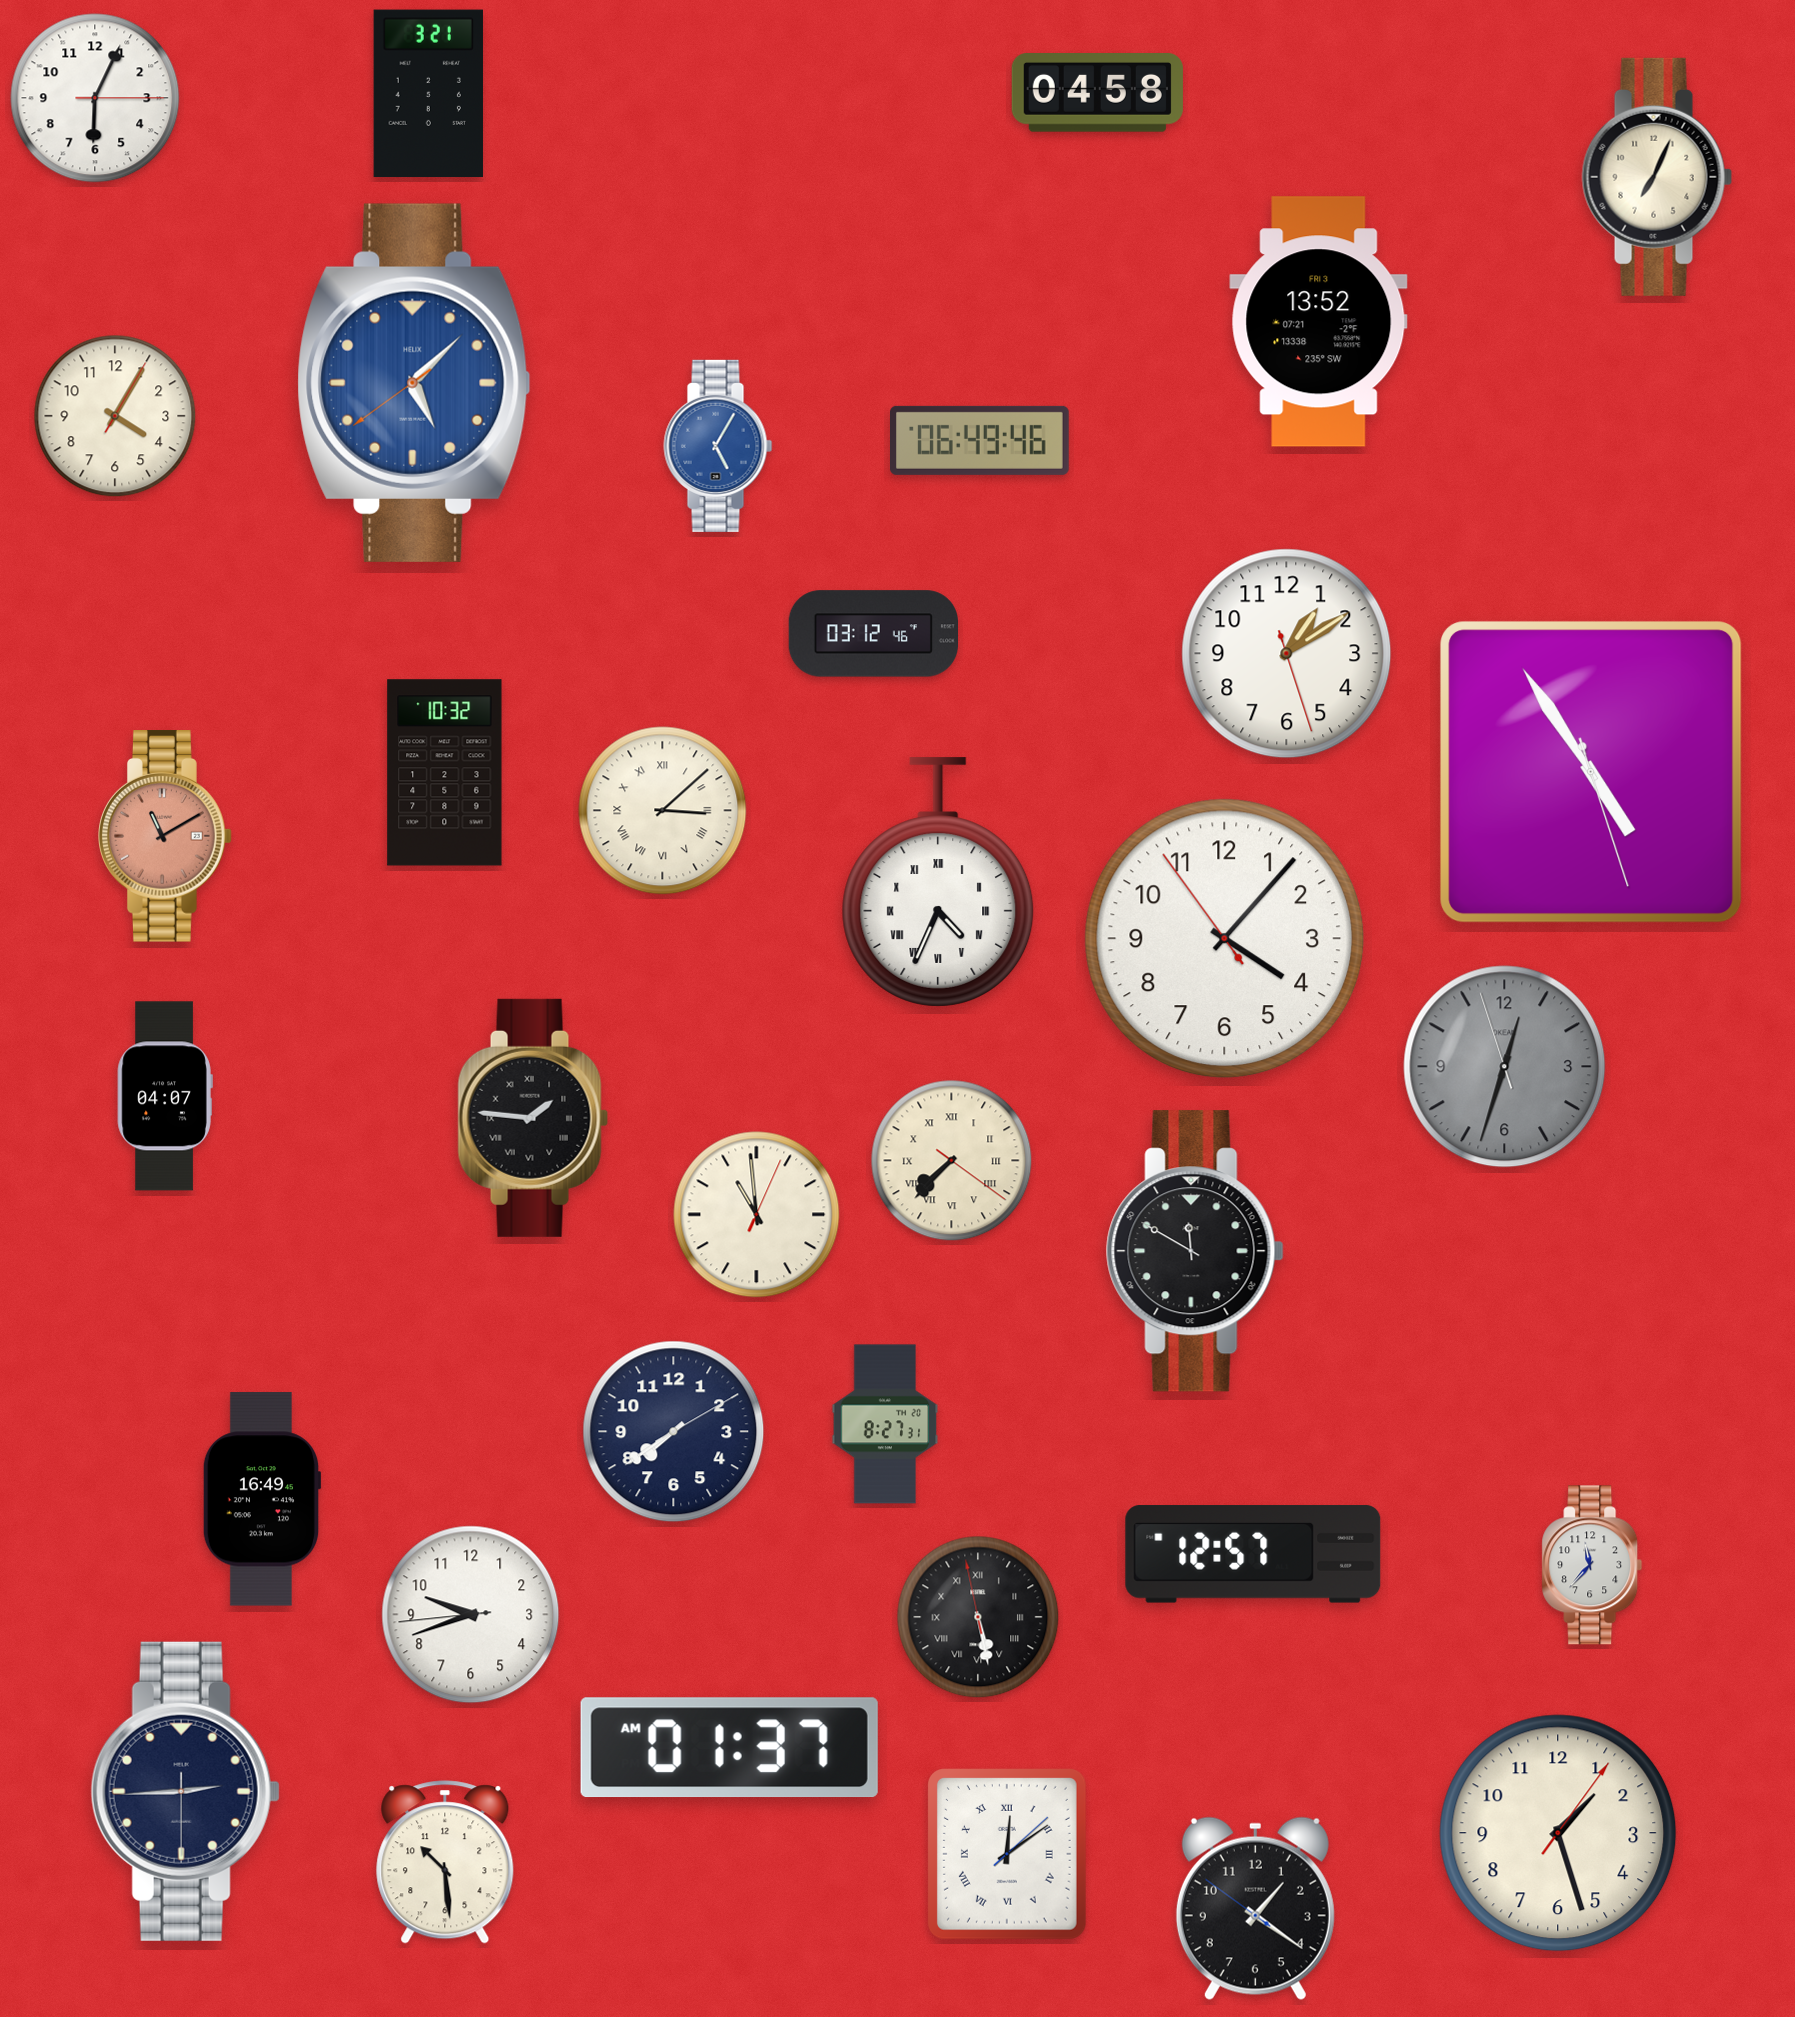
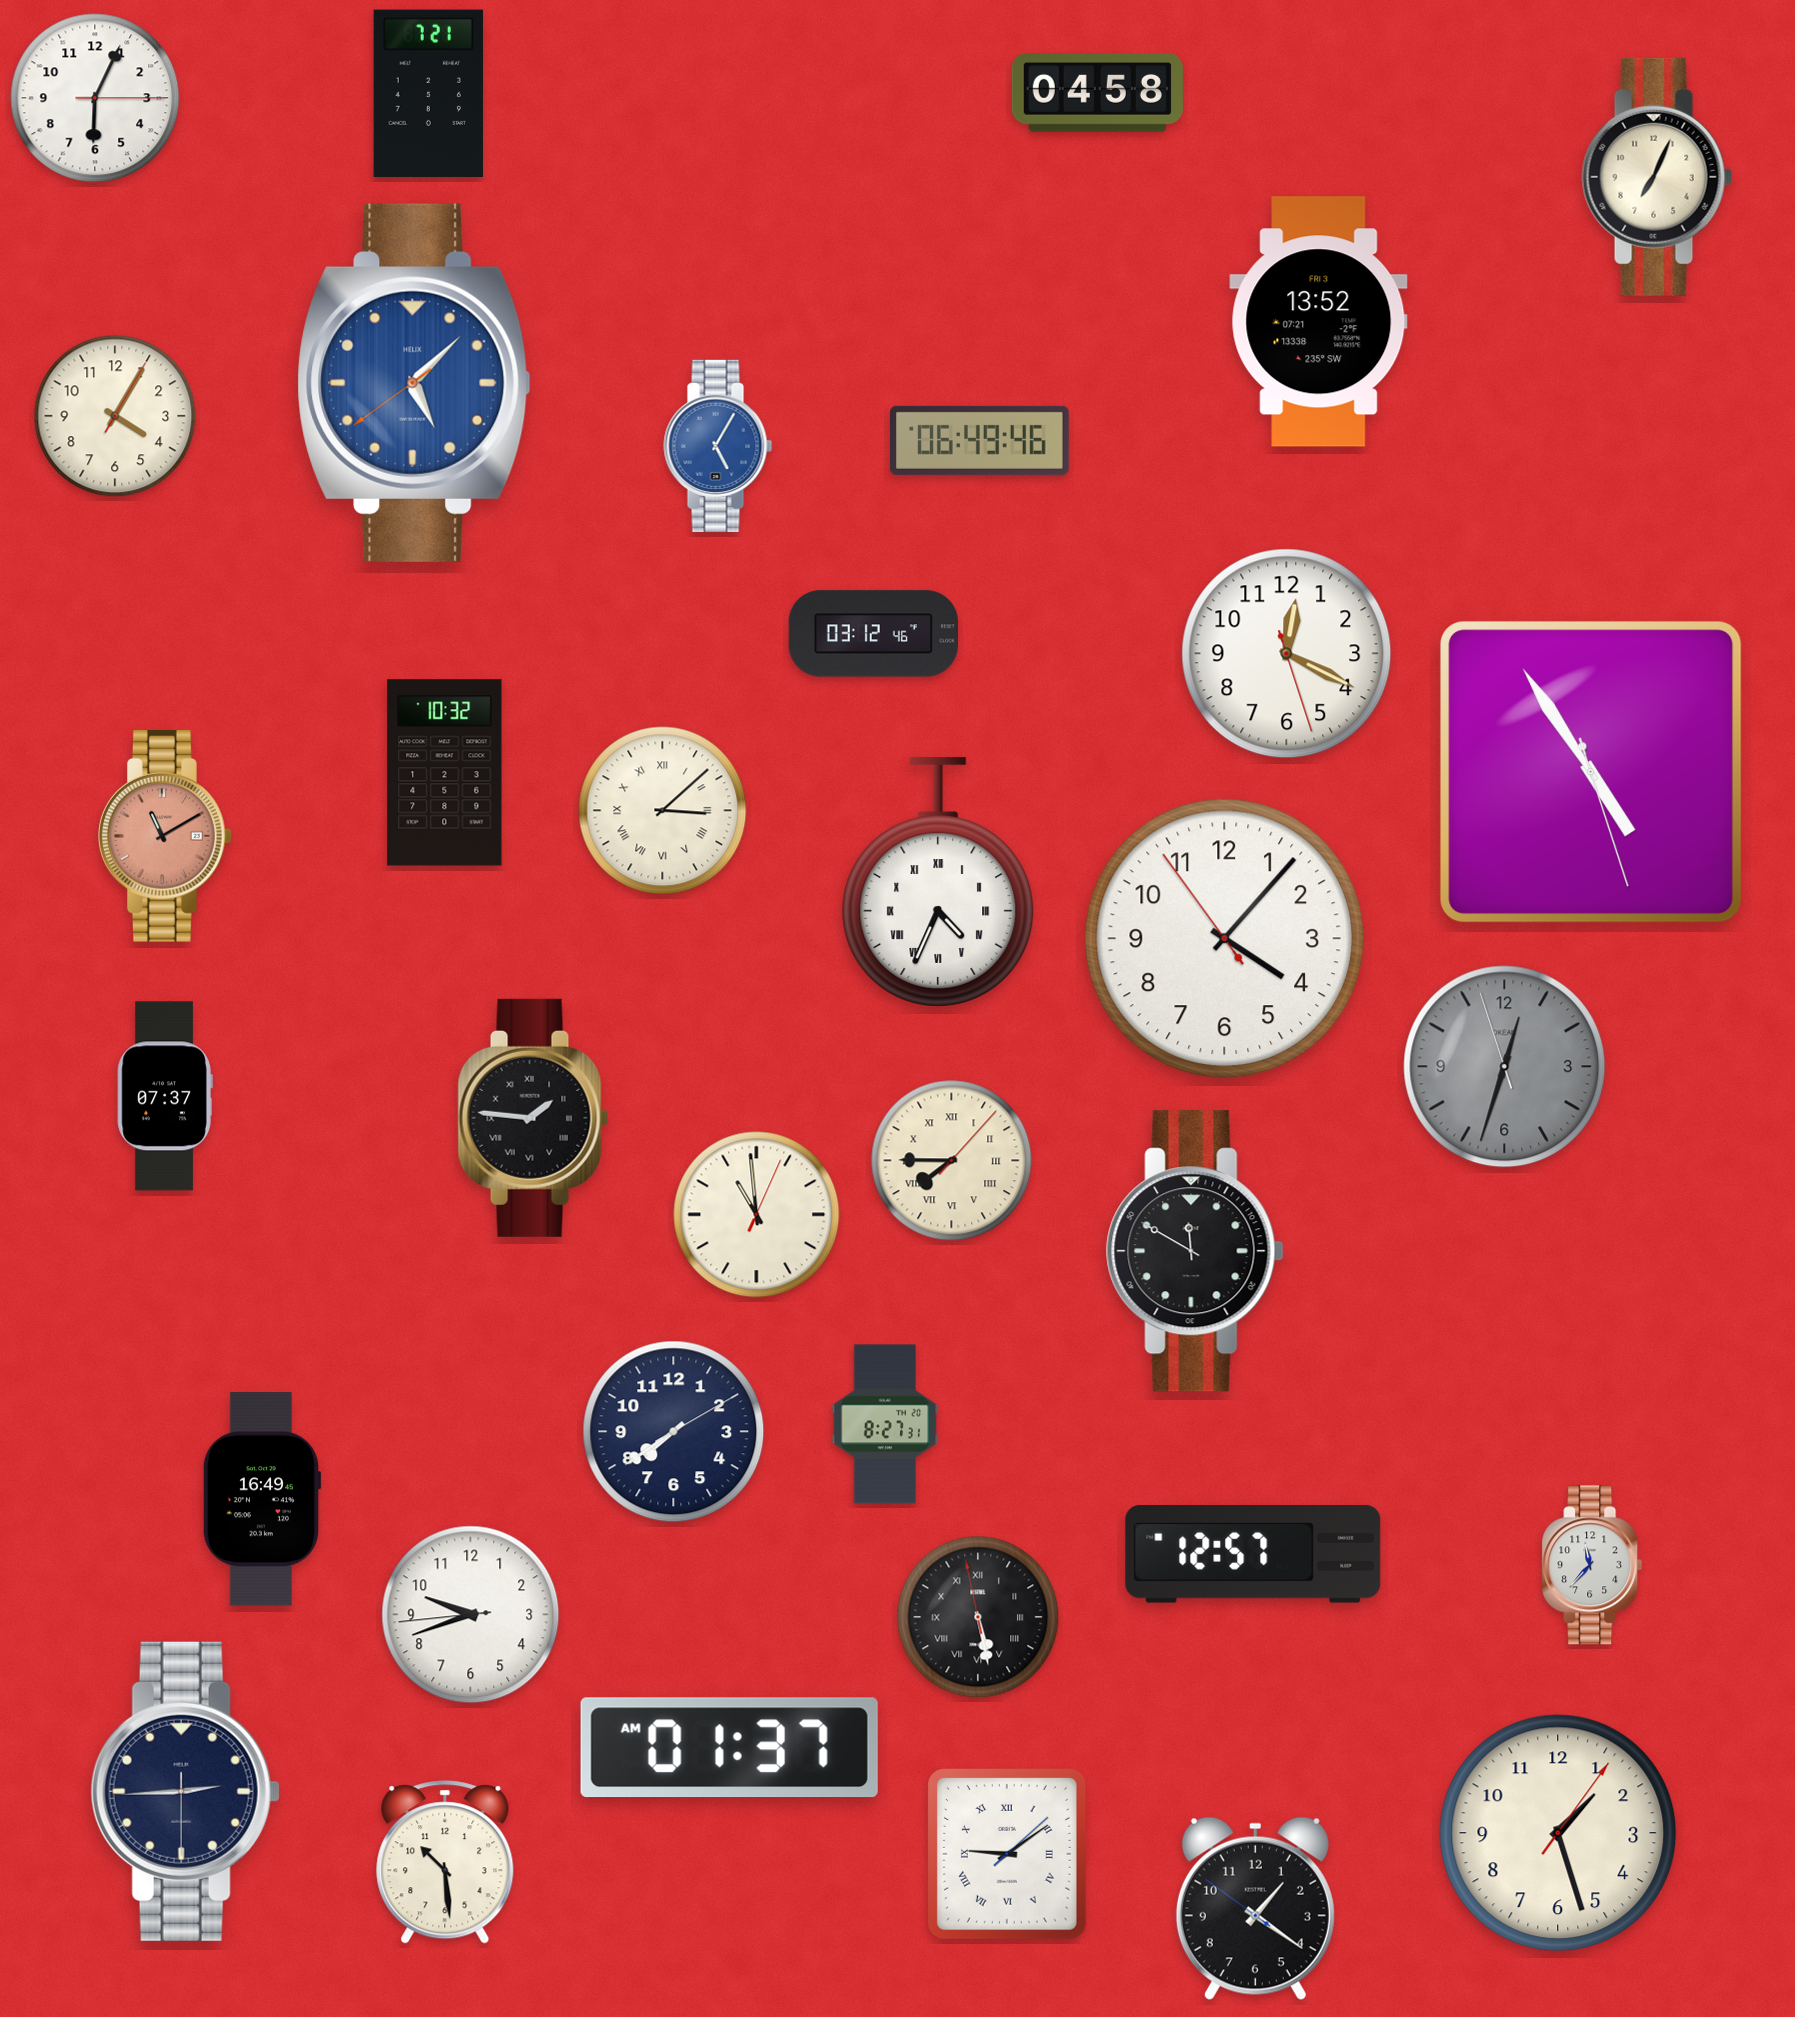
clock at (428, 94): 3:21 -> 7:21
clock at (1287, 654): 1:09 -> 12:19
clock at (165, 1096): 04:07 -> 07:37
clock at (952, 1161): 7:37 -> 7:45
clock at (1007, 1855): 12:09 -> 9:09
